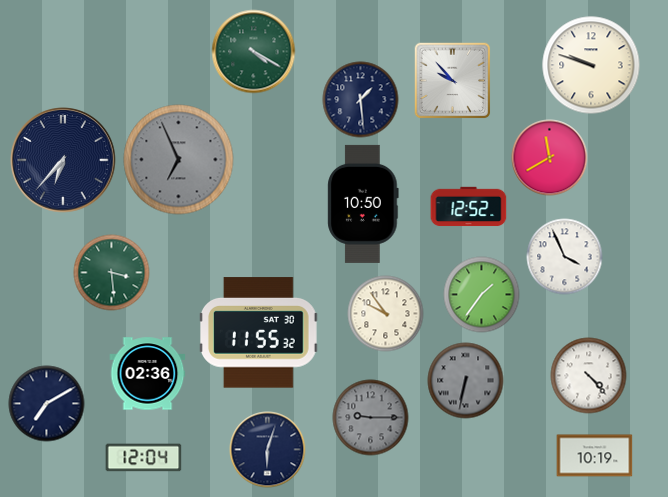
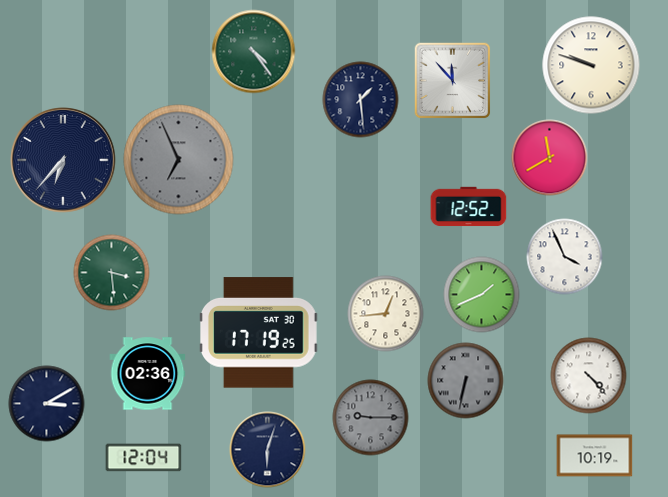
clock at (254, 52): 4:20 -> 4:24
clock at (452, 80): 9:53 -> 11:53
clock at (363, 204): 10:50 -> none
clock at (482, 295): 1:36 -> 1:41
clock at (386, 314): 9:54 -> 12:44
clock at (259, 333): 11:55 -> 17:19
clock at (47, 404): 7:10 -> 3:10
